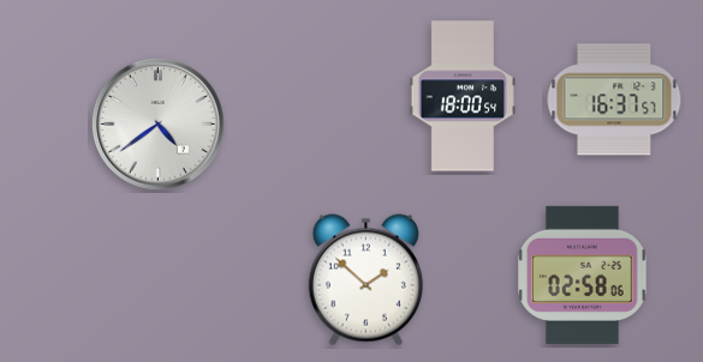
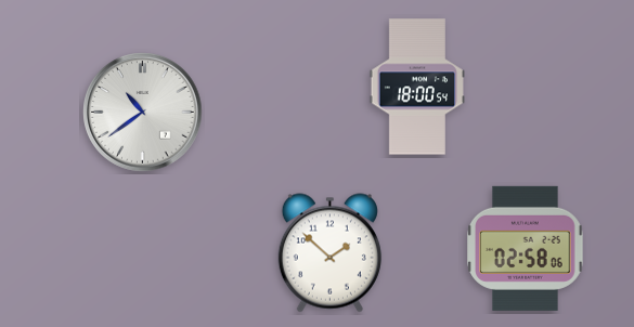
clock at (614, 99): 16:37 -> none
clock at (159, 125): 4:39 -> 10:39
